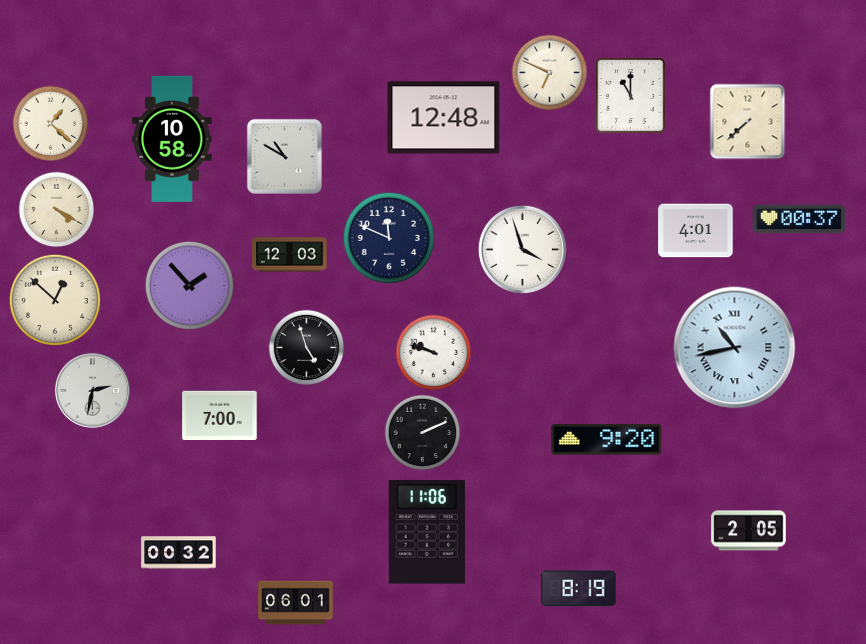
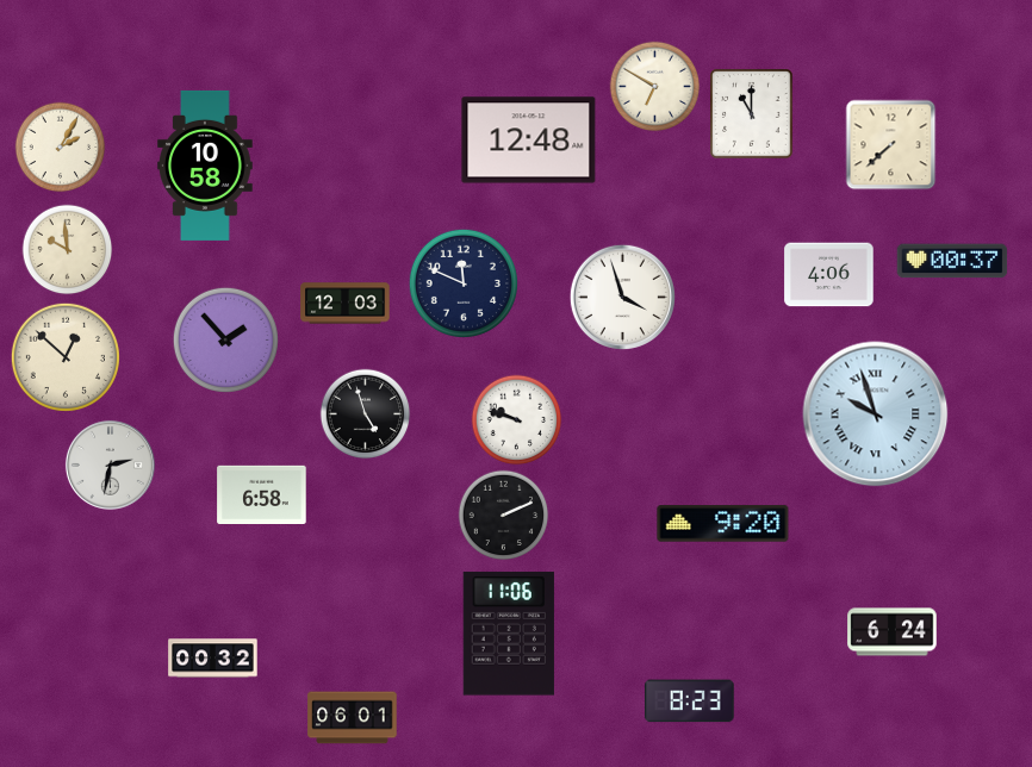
clock at (550, 73): 6:49 -> 6:50
clock at (51, 124): 1:22 -> 2:05
clock at (284, 156): 10:50 -> none
clock at (57, 210): 4:20 -> 9:59
clock at (696, 231): 4:01 -> 4:06
clock at (735, 348): 10:43 -> 9:57
clock at (220, 416): 7:00 -> 6:58
clock at (749, 531): 2:05 -> 6:24
clock at (579, 589): 8:19 -> 8:23
